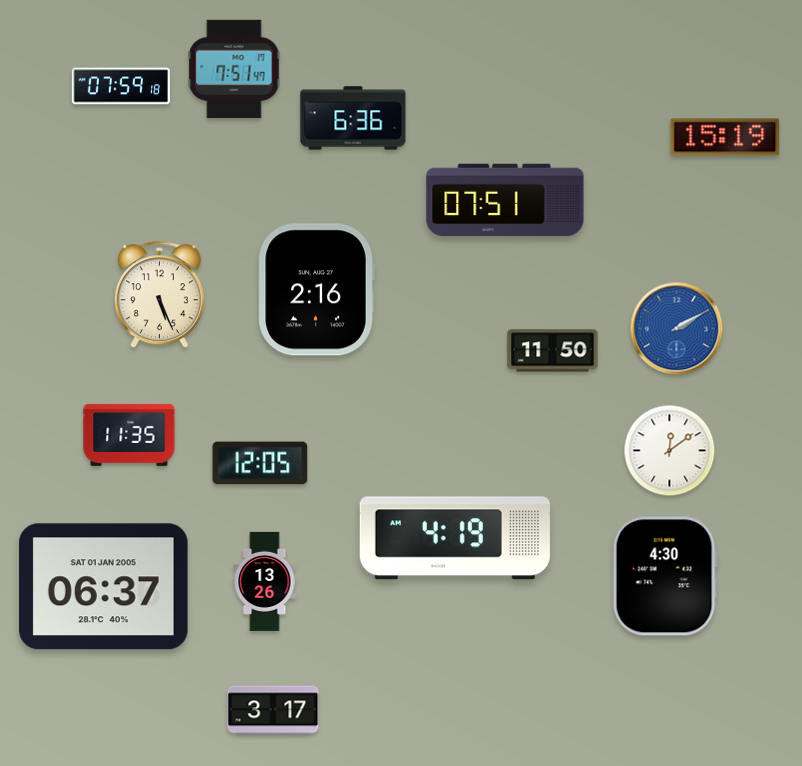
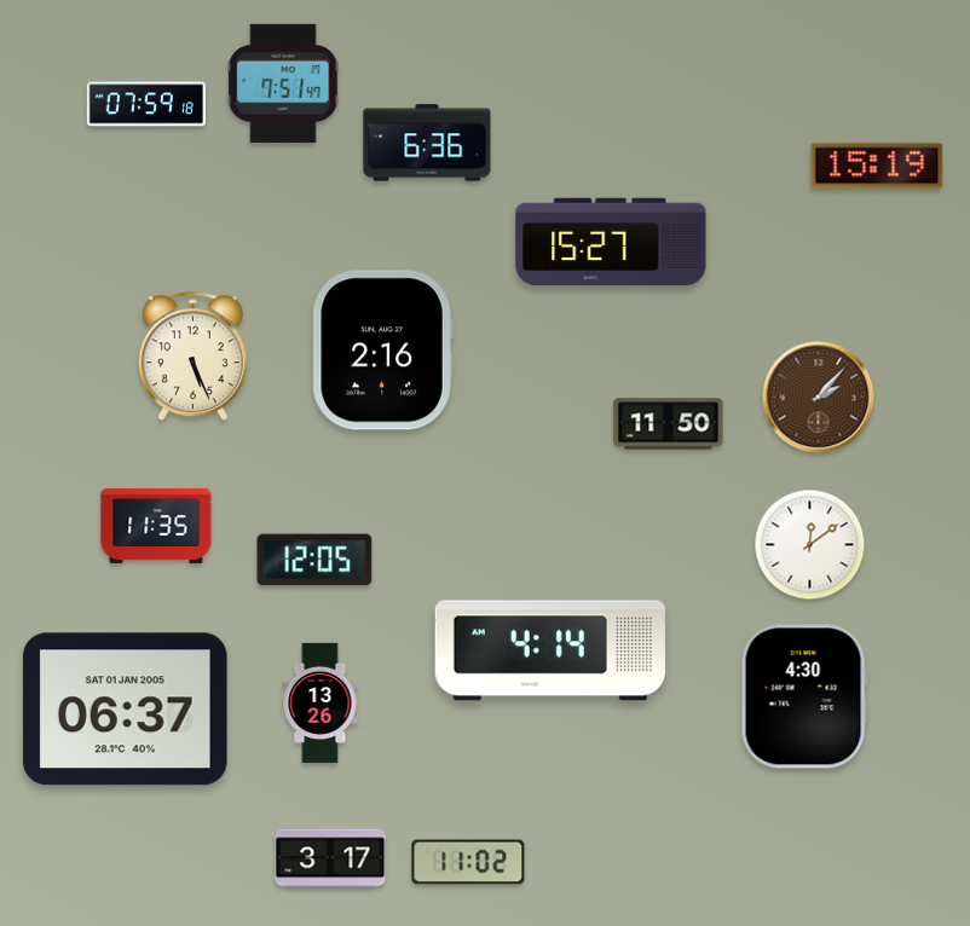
clock at (505, 200): 07:51 -> 15:27
clock at (677, 329): 2:10 -> 2:07
clock at (677, 329) dial: blue -> brown
clock at (455, 538): 4:19 -> 4:14
clock at (468, 862): none -> 11:02
